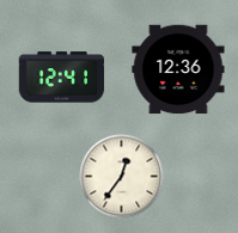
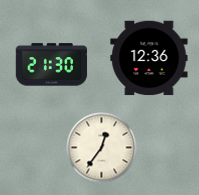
clock at (62, 78): 12:41 -> 21:30
